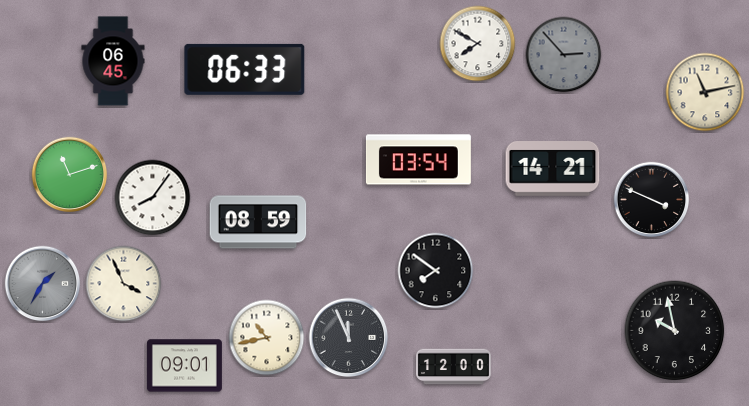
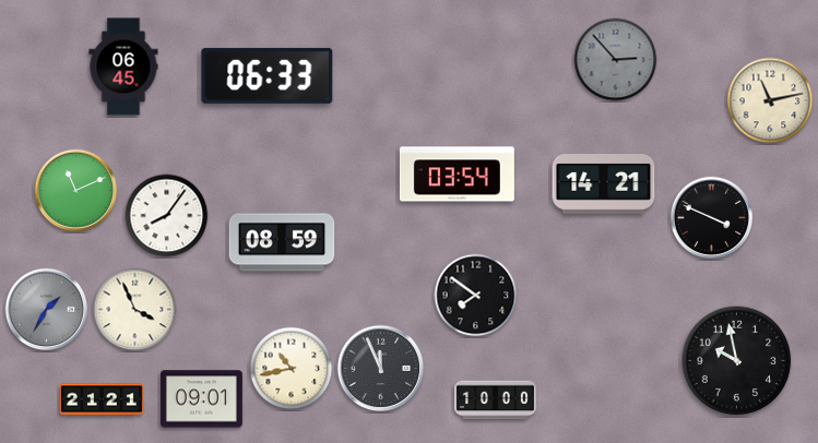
clock at (478, 44): 7:50 -> none
clock at (70, 175): 11:12 -> 11:11
clock at (103, 399): none -> 21:21
clock at (453, 367): 12:00 -> 10:00
